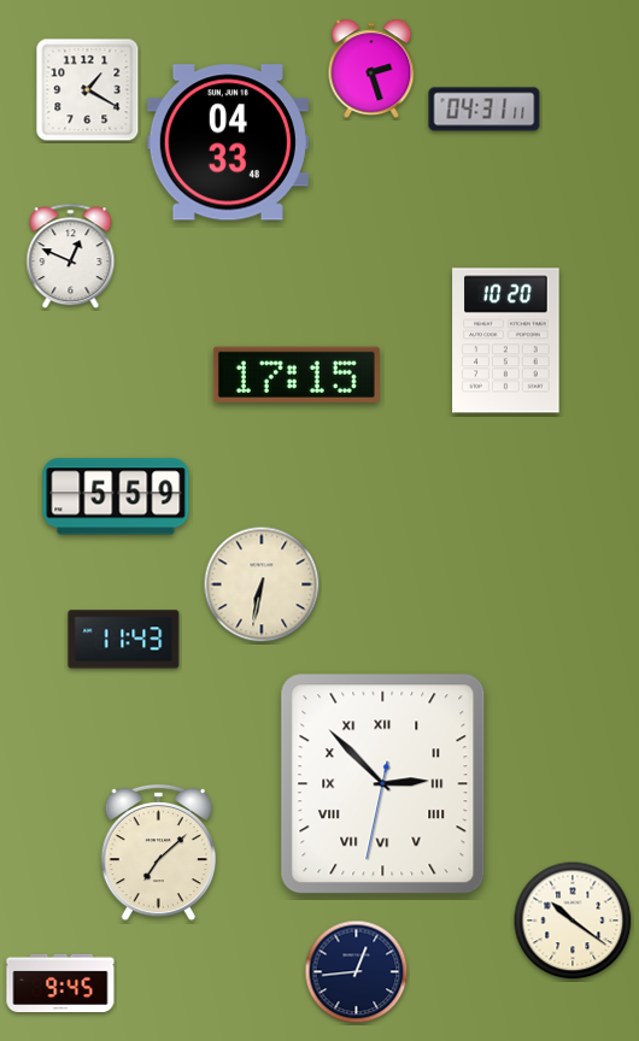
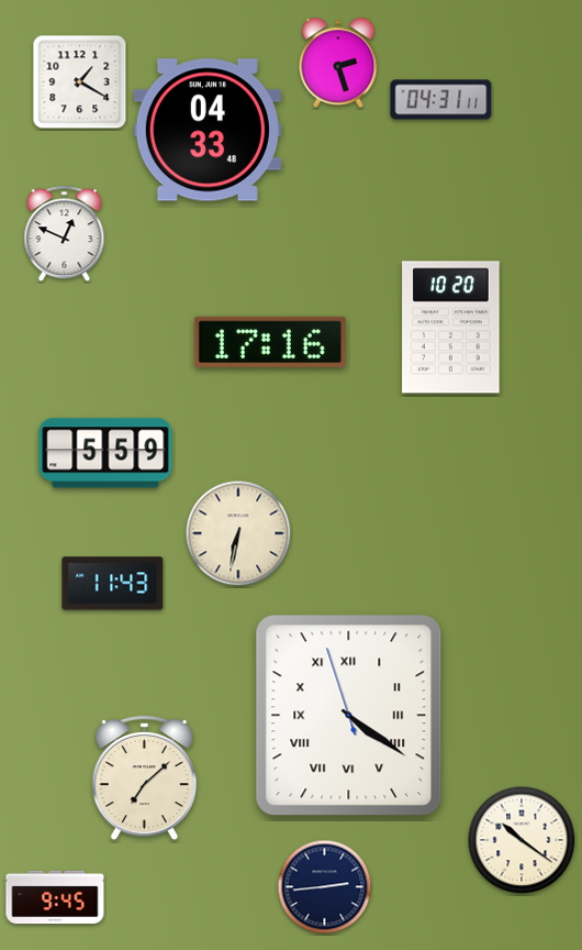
clock at (506, 341) position: (506, 341) -> (451, 328)
clock at (297, 374): 17:15 -> 17:16
clock at (383, 784): 2:52 -> 4:20
clock at (357, 972): 12:44 -> 2:44
